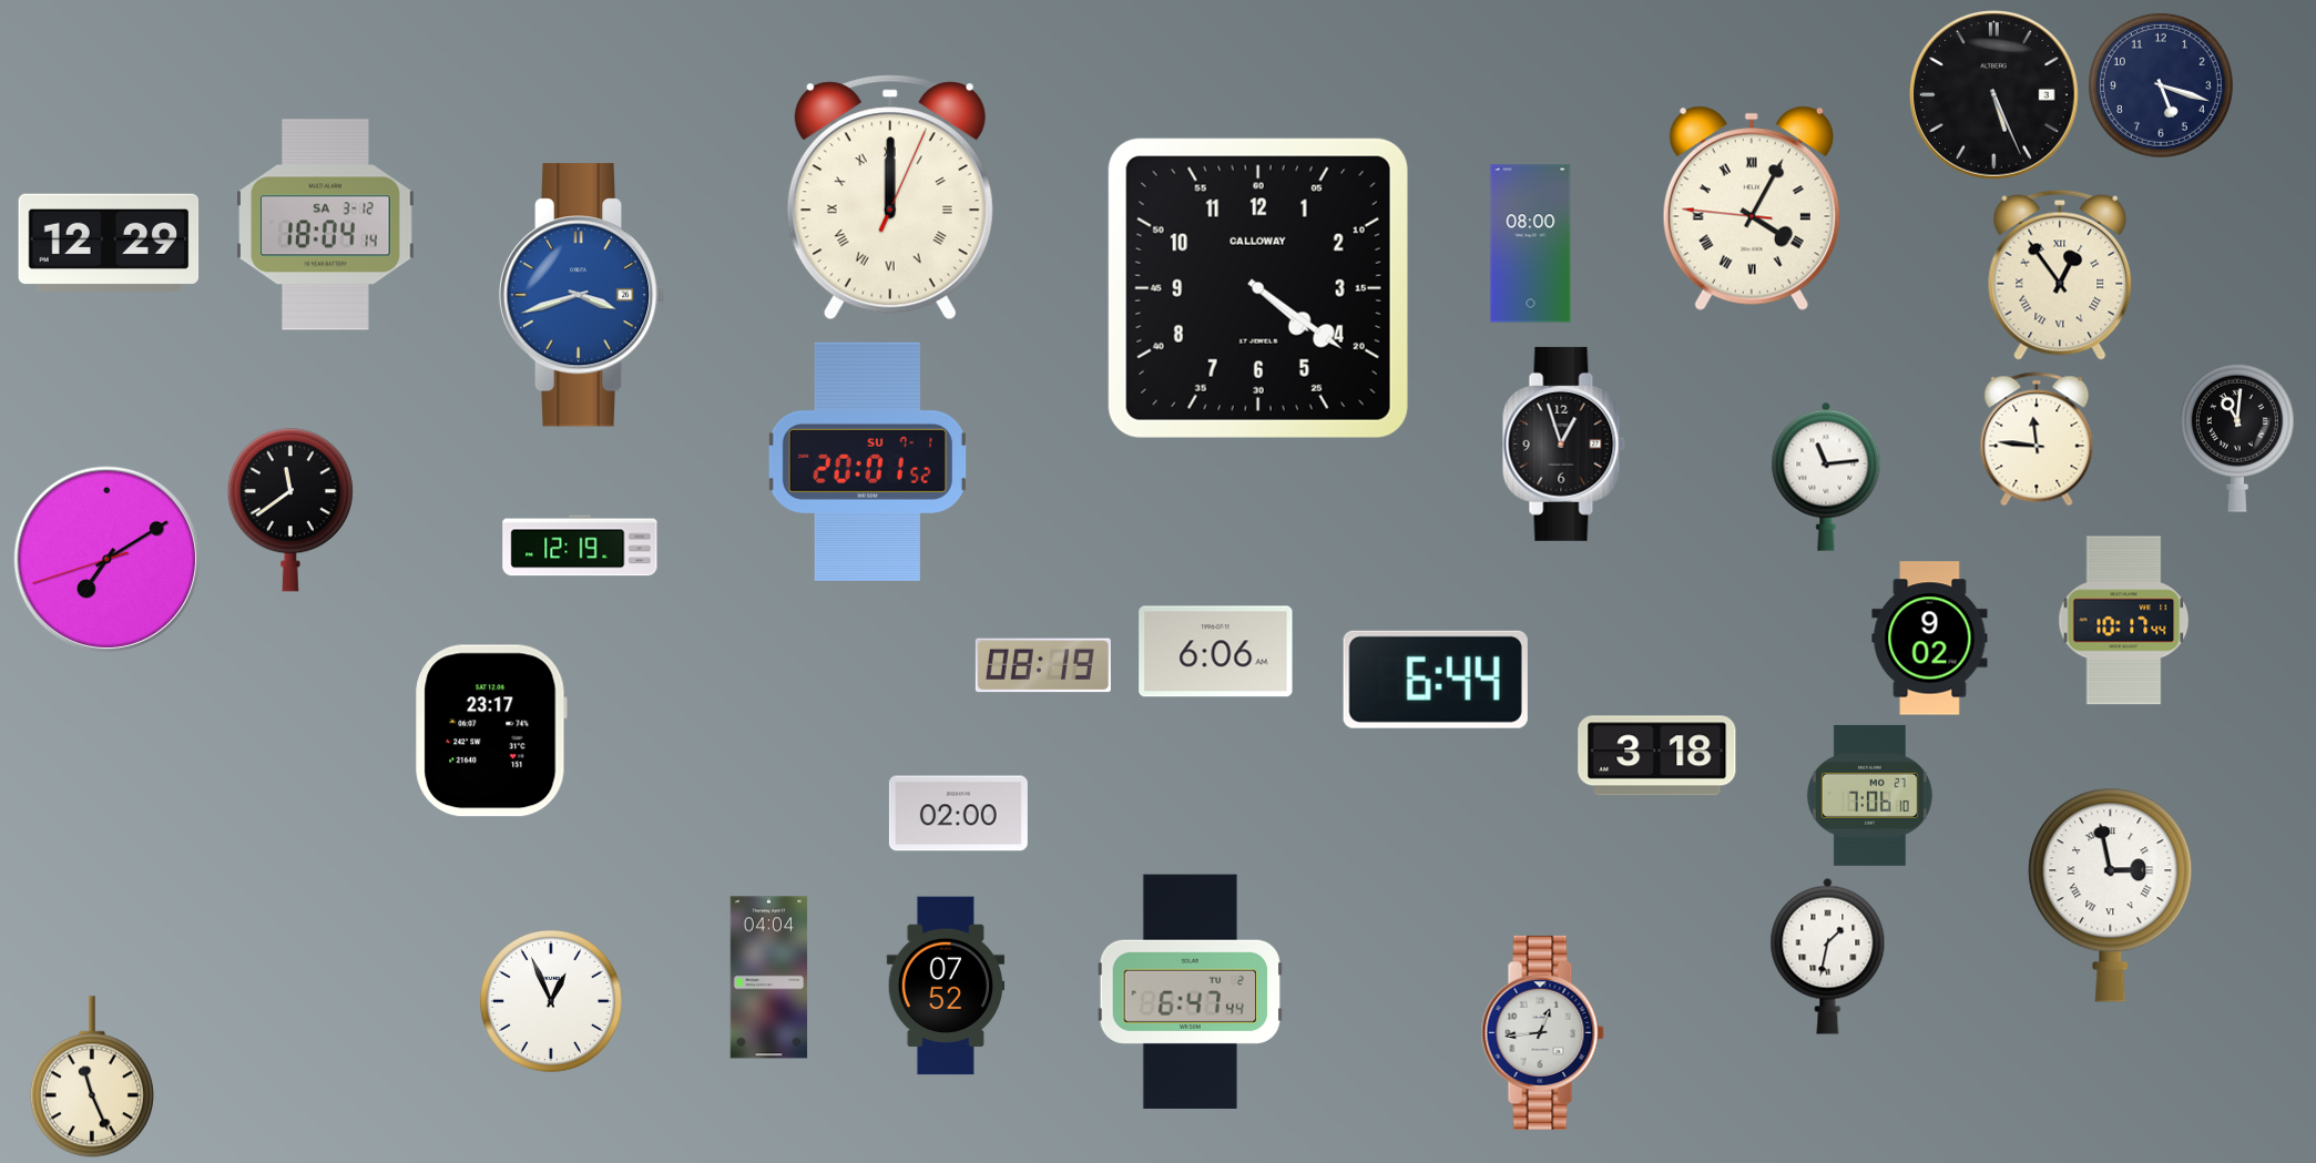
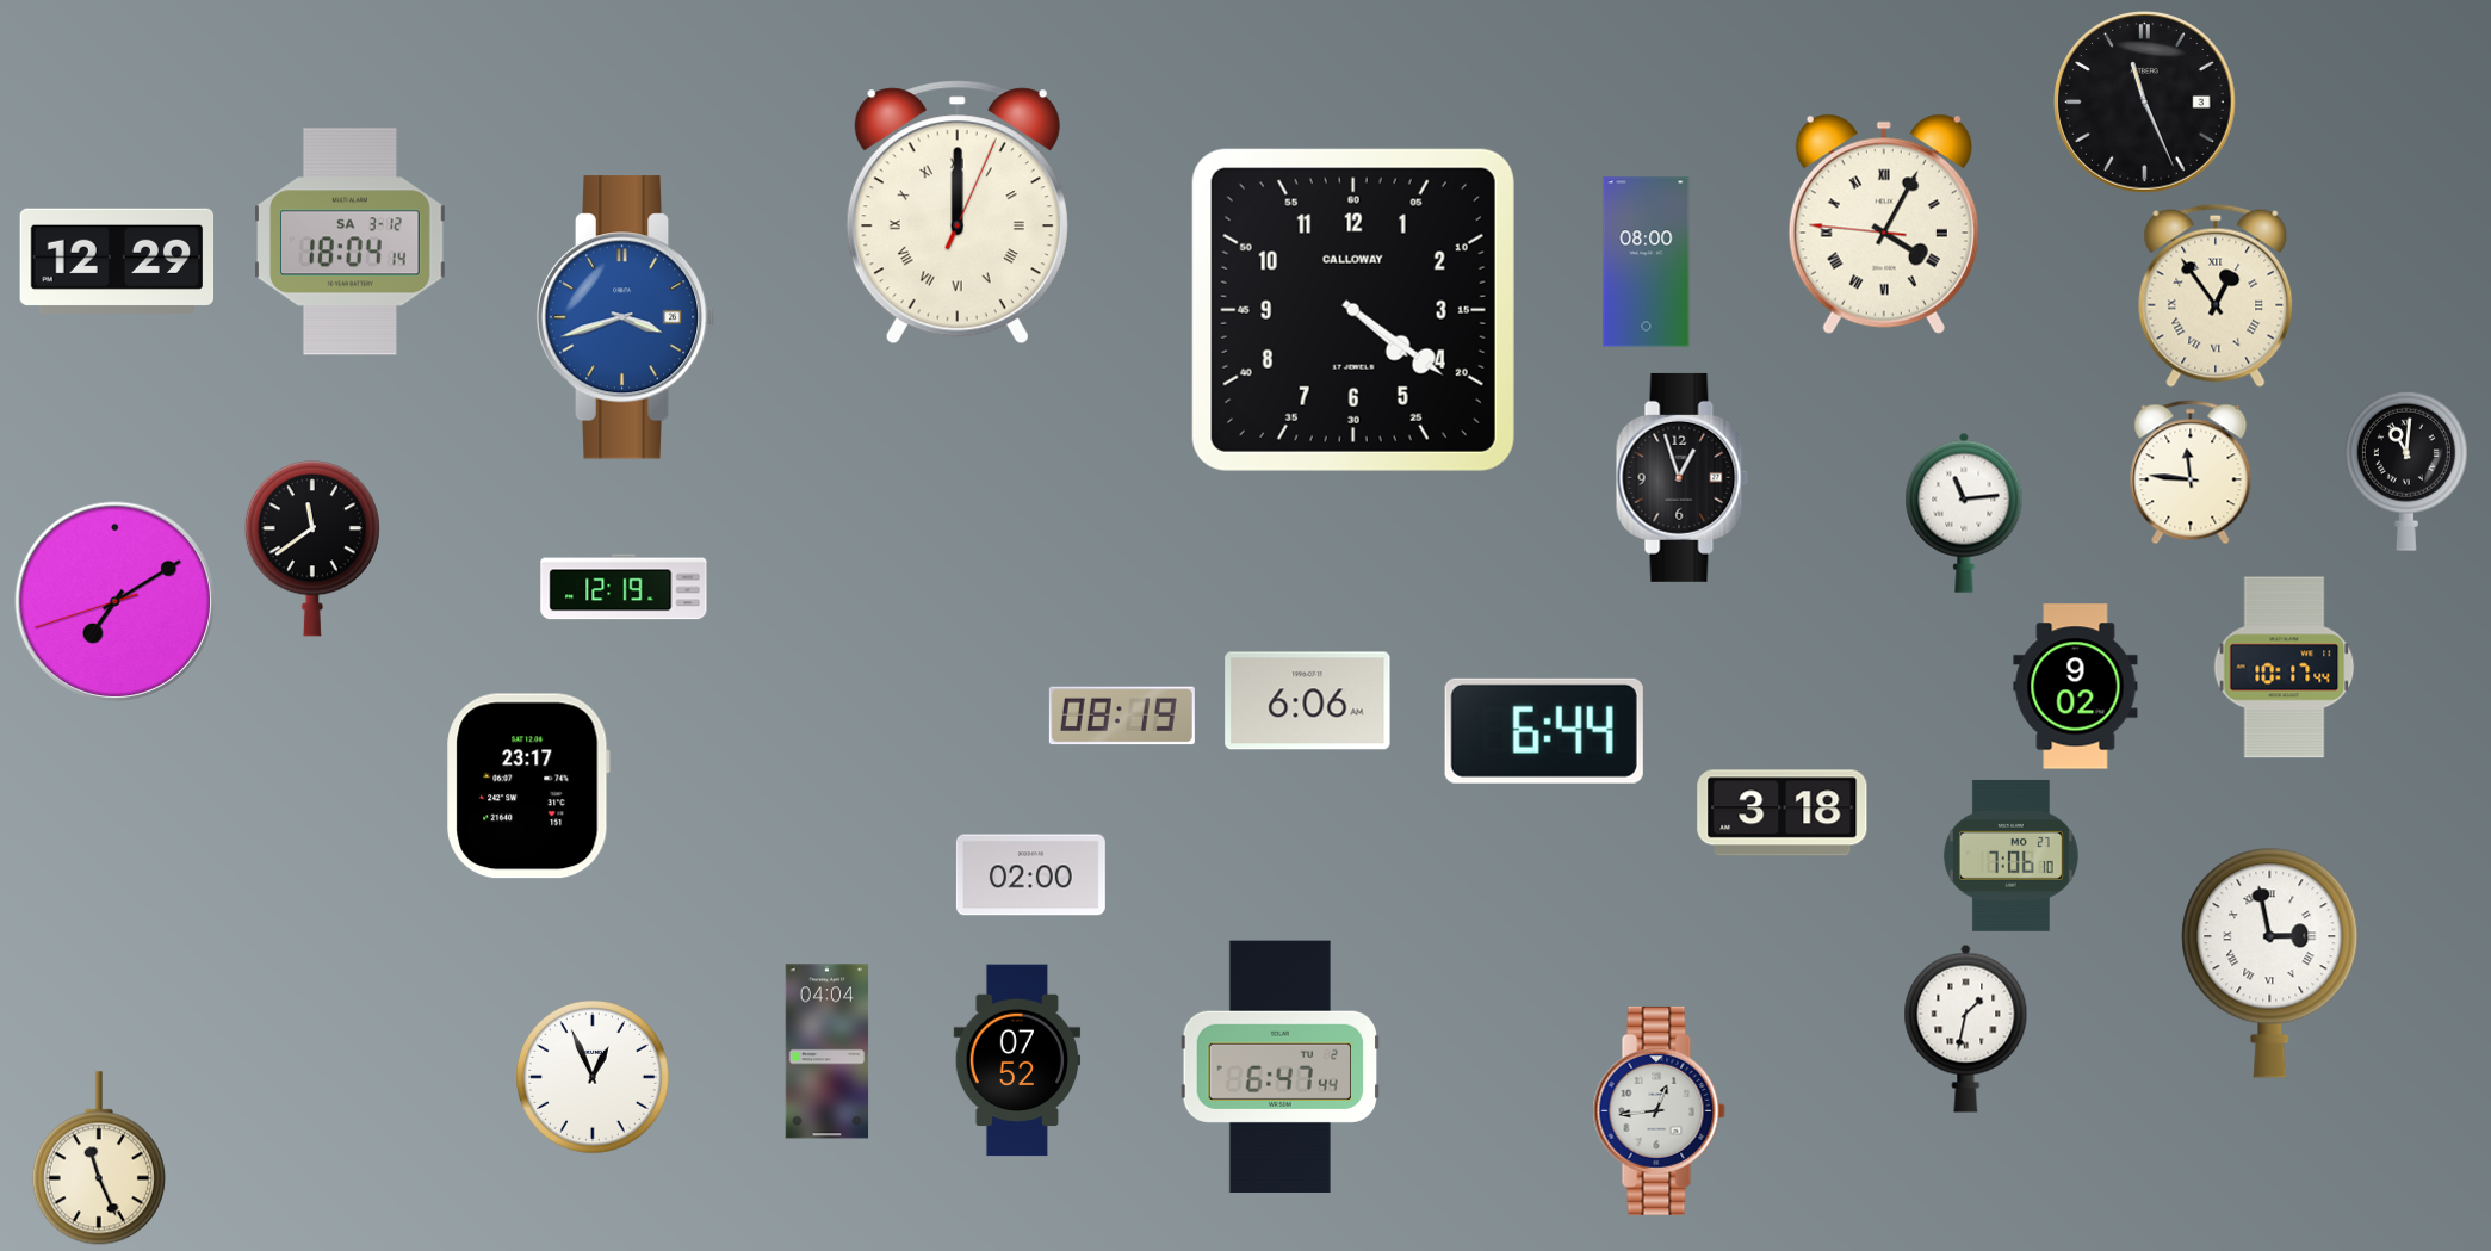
clock at (2161, 85): 5:18 -> none
clock at (1994, 95): 5:26 -> 11:26
clock at (867, 461): 20:01 -> none
